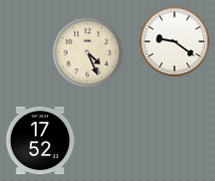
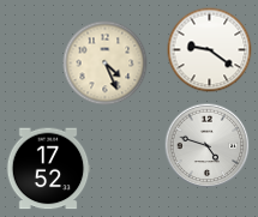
clock at (208, 146): none -> 4:48
